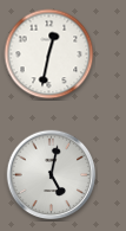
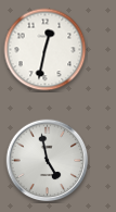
clock at (52, 175): 5:02 -> 4:58
